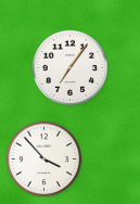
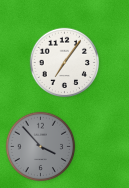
clock at (44, 160) dial: white -> grey
